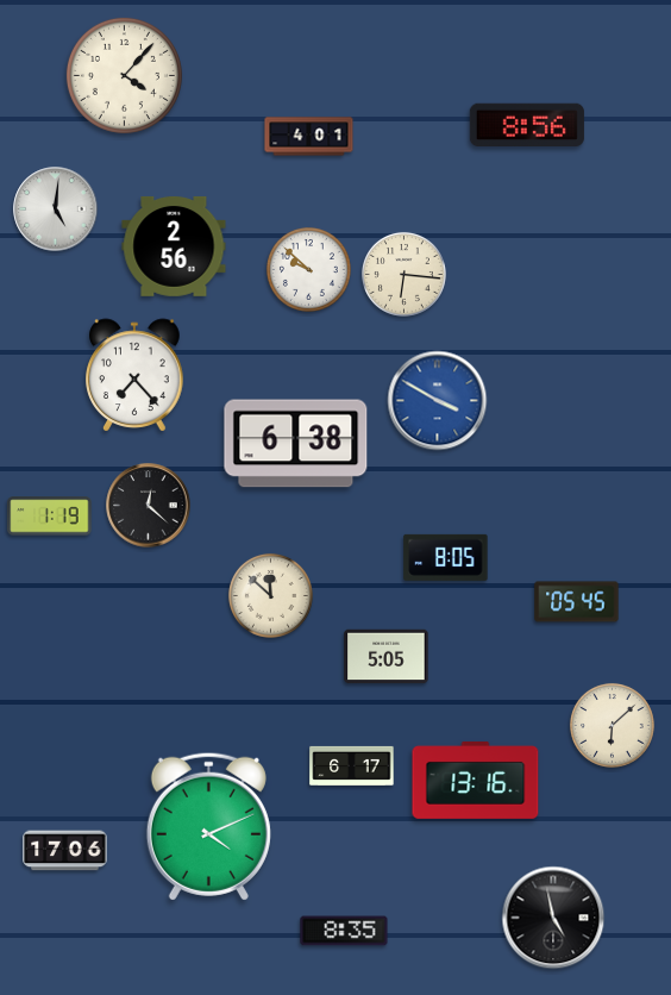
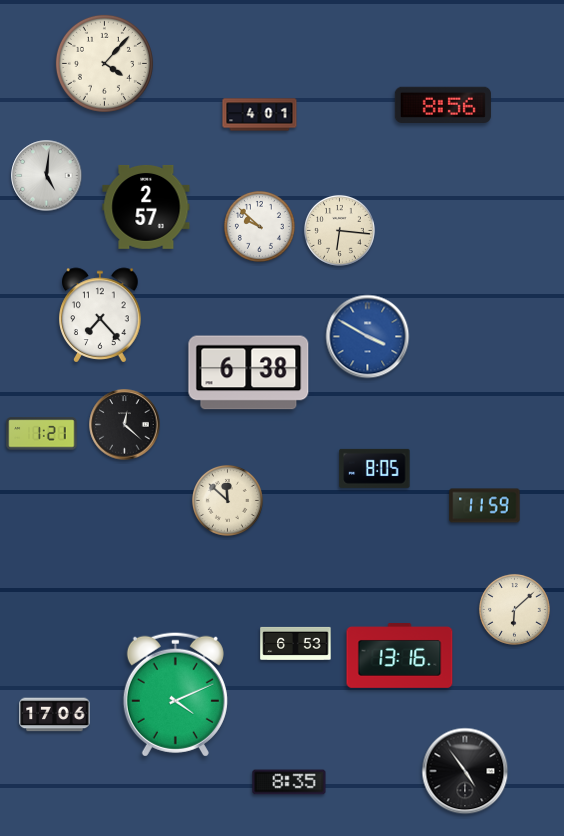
clock at (174, 246): 2:56 -> 2:57
clock at (134, 375) position: (134, 375) -> (100, 315)
clock at (50, 517): 1:19 -> 1:21
clock at (577, 602): 05:45 -> 11:59
clock at (387, 657): 5:05 -> none
clock at (352, 765): 6:17 -> 6:53
clock at (553, 918): 4:58 -> 4:54
